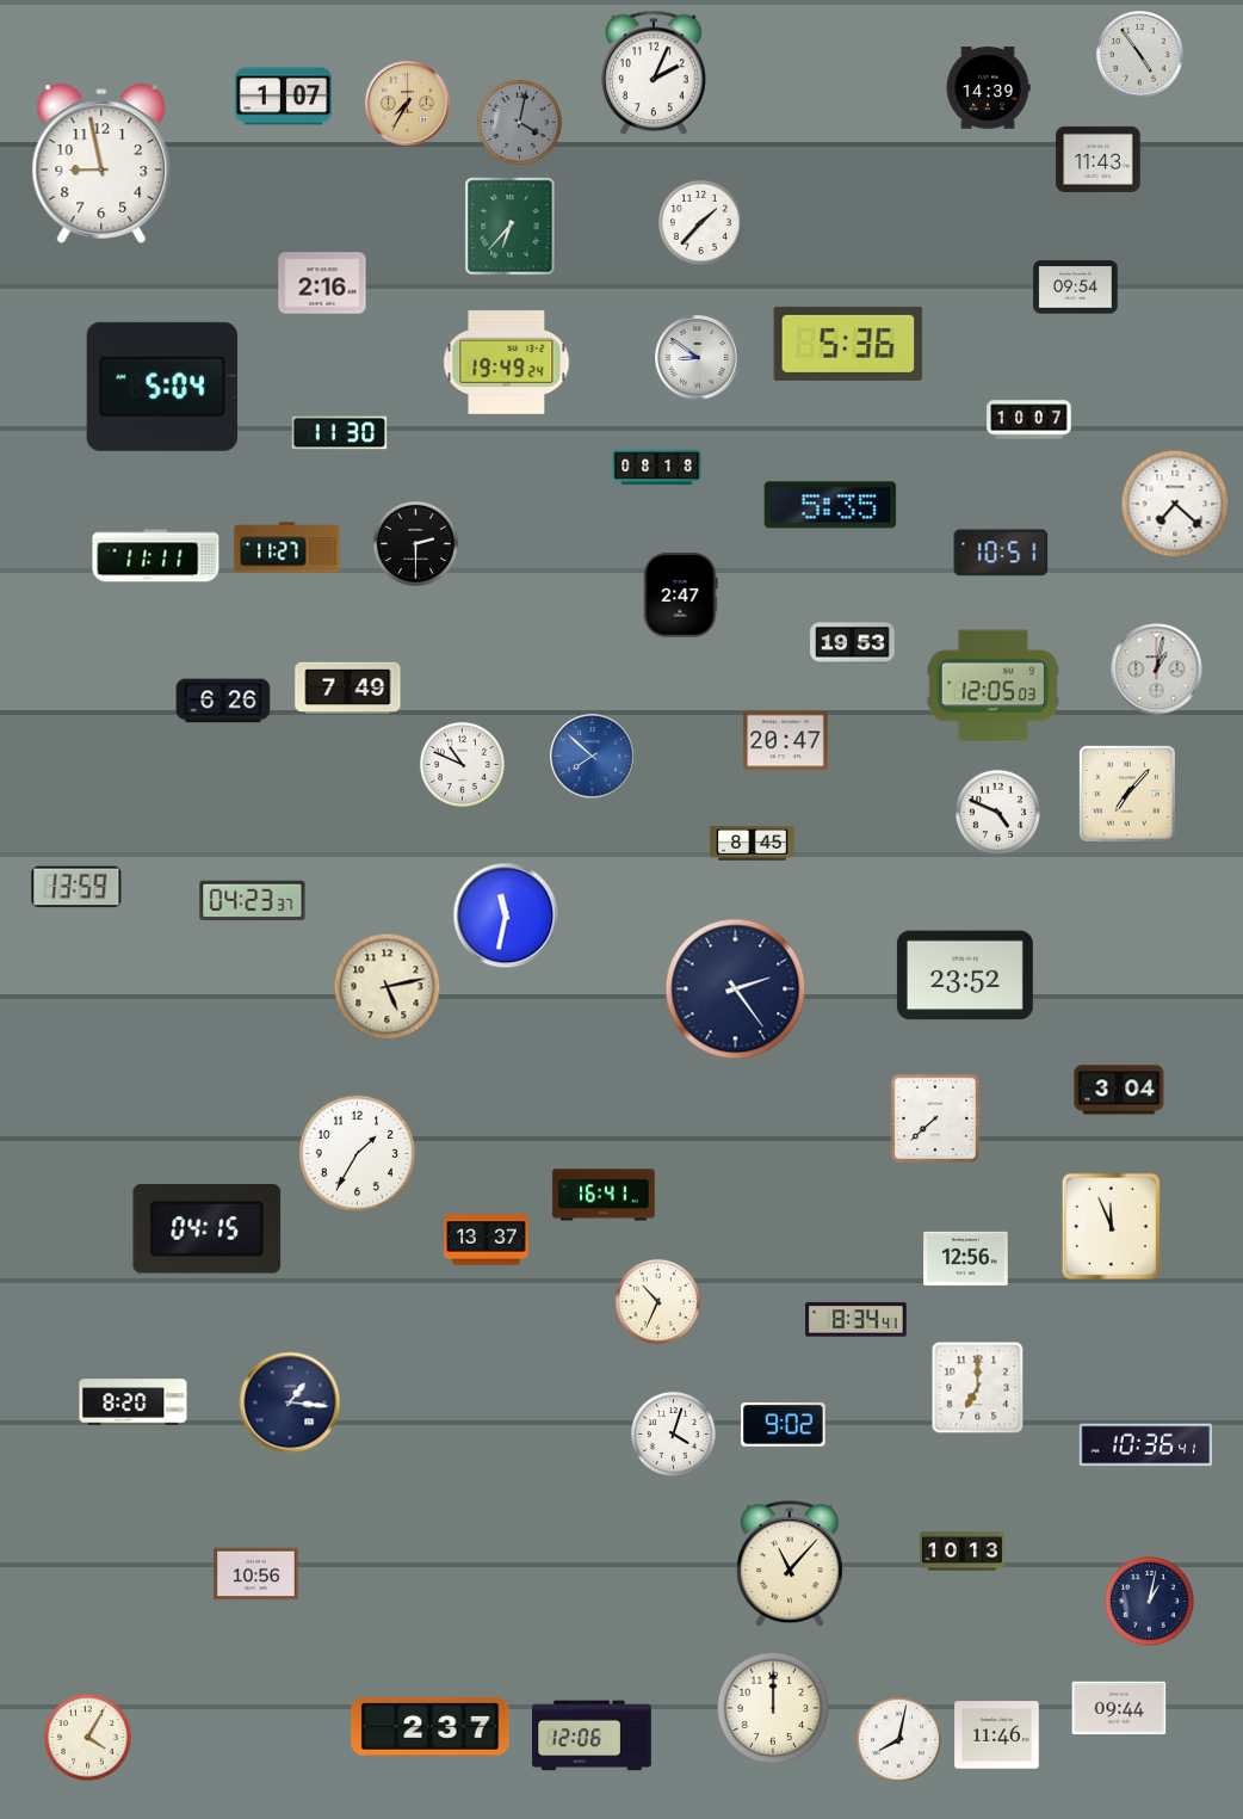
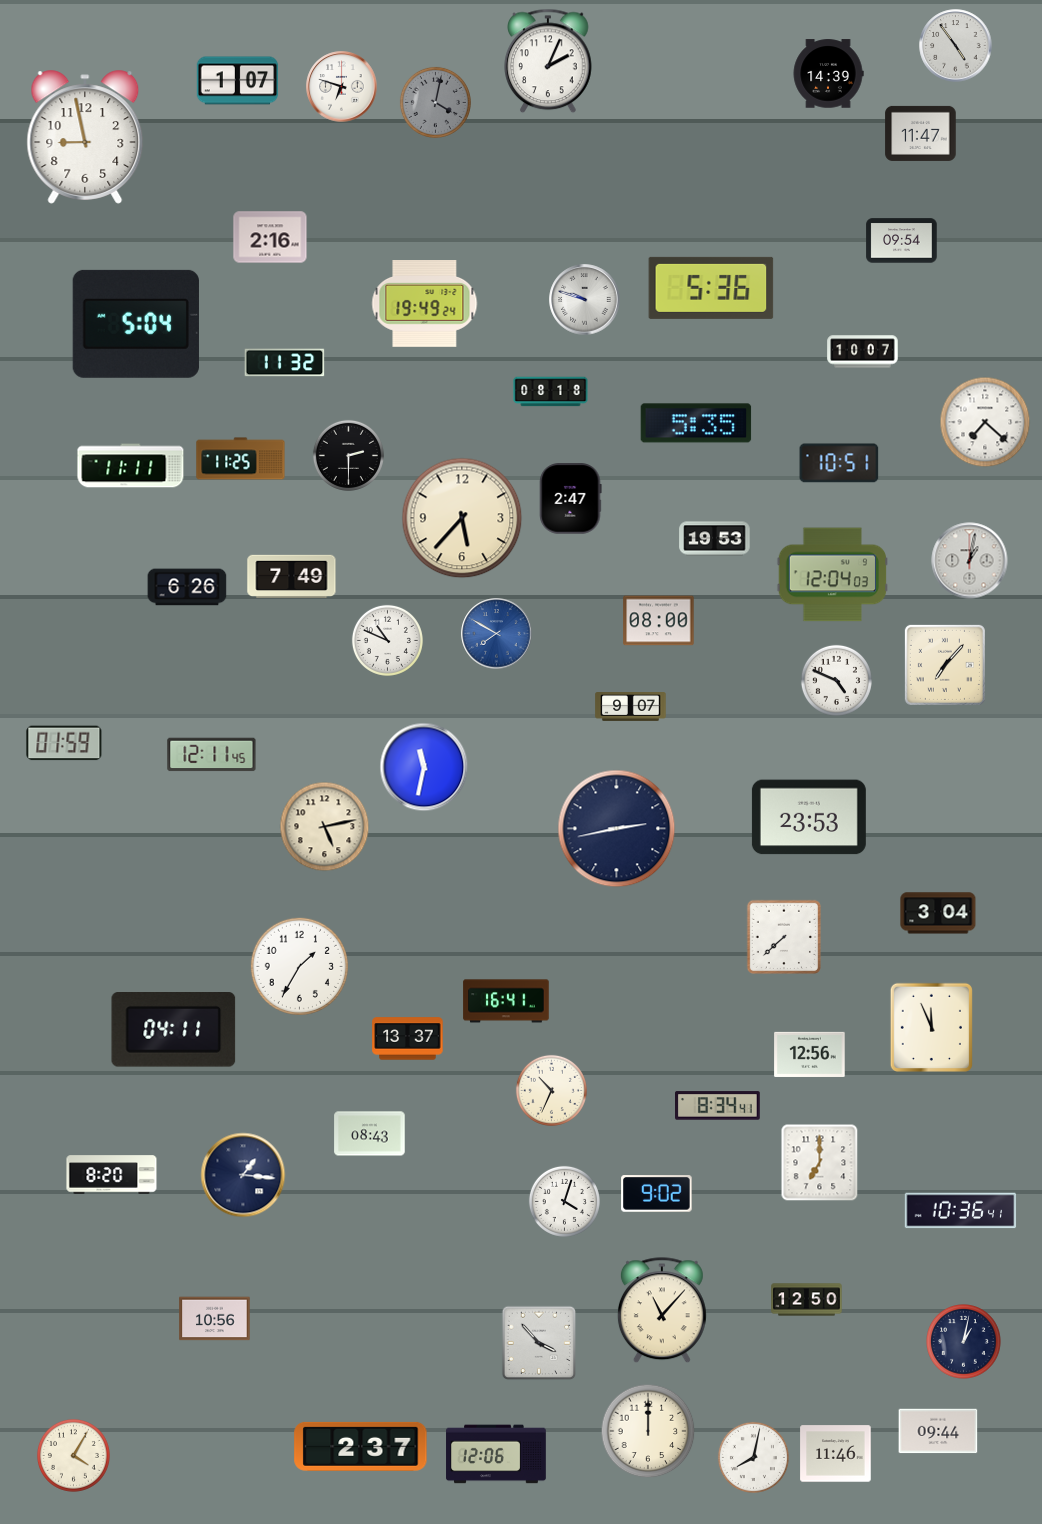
clock at (408, 104): 7:35 -> 6:48
clock at (408, 104) dial: champagne -> white
clock at (1099, 159): 11:43 -> 11:47
clock at (700, 222): 1:37 -> none
clock at (511, 227): 6:37 -> none
clock at (698, 358): 8:51 -> 9:48
clock at (340, 433): 11:30 -> 11:32
clock at (287, 548): 11:27 -> 11:25
clock at (462, 518): none -> 5:37
clock at (992, 686): 12:05 -> 12:04
clock at (786, 741): 20:47 -> 08:00
clock at (593, 757): 7:52 -> 7:50
clock at (753, 844): 8:45 -> 9:07
clock at (76, 887): 13:59 -> 01:59
clock at (253, 901): 04:23 -> 12:11
clock at (965, 975): 23:52 -> 23:53
clock at (736, 989): 2:24 -> 2:43
clock at (208, 1229): 04:15 -> 04:11
clock at (370, 1134): none -> 08:43
clock at (963, 1552): 10:13 -> 12:50
clock at (539, 1343): none -> 3:53
